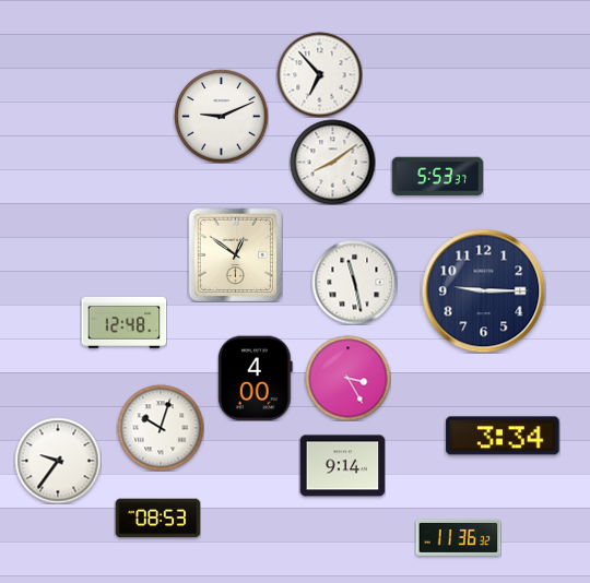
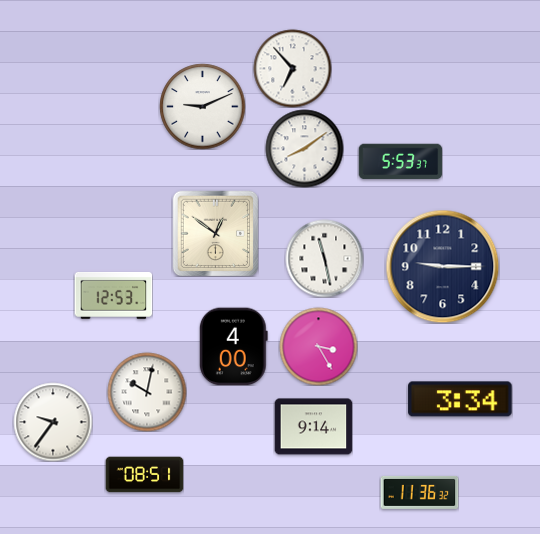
clock at (123, 322): 12:48 -> 12:53
clock at (161, 428): 10:03 -> 10:02
clock at (157, 519): 08:53 -> 08:51
